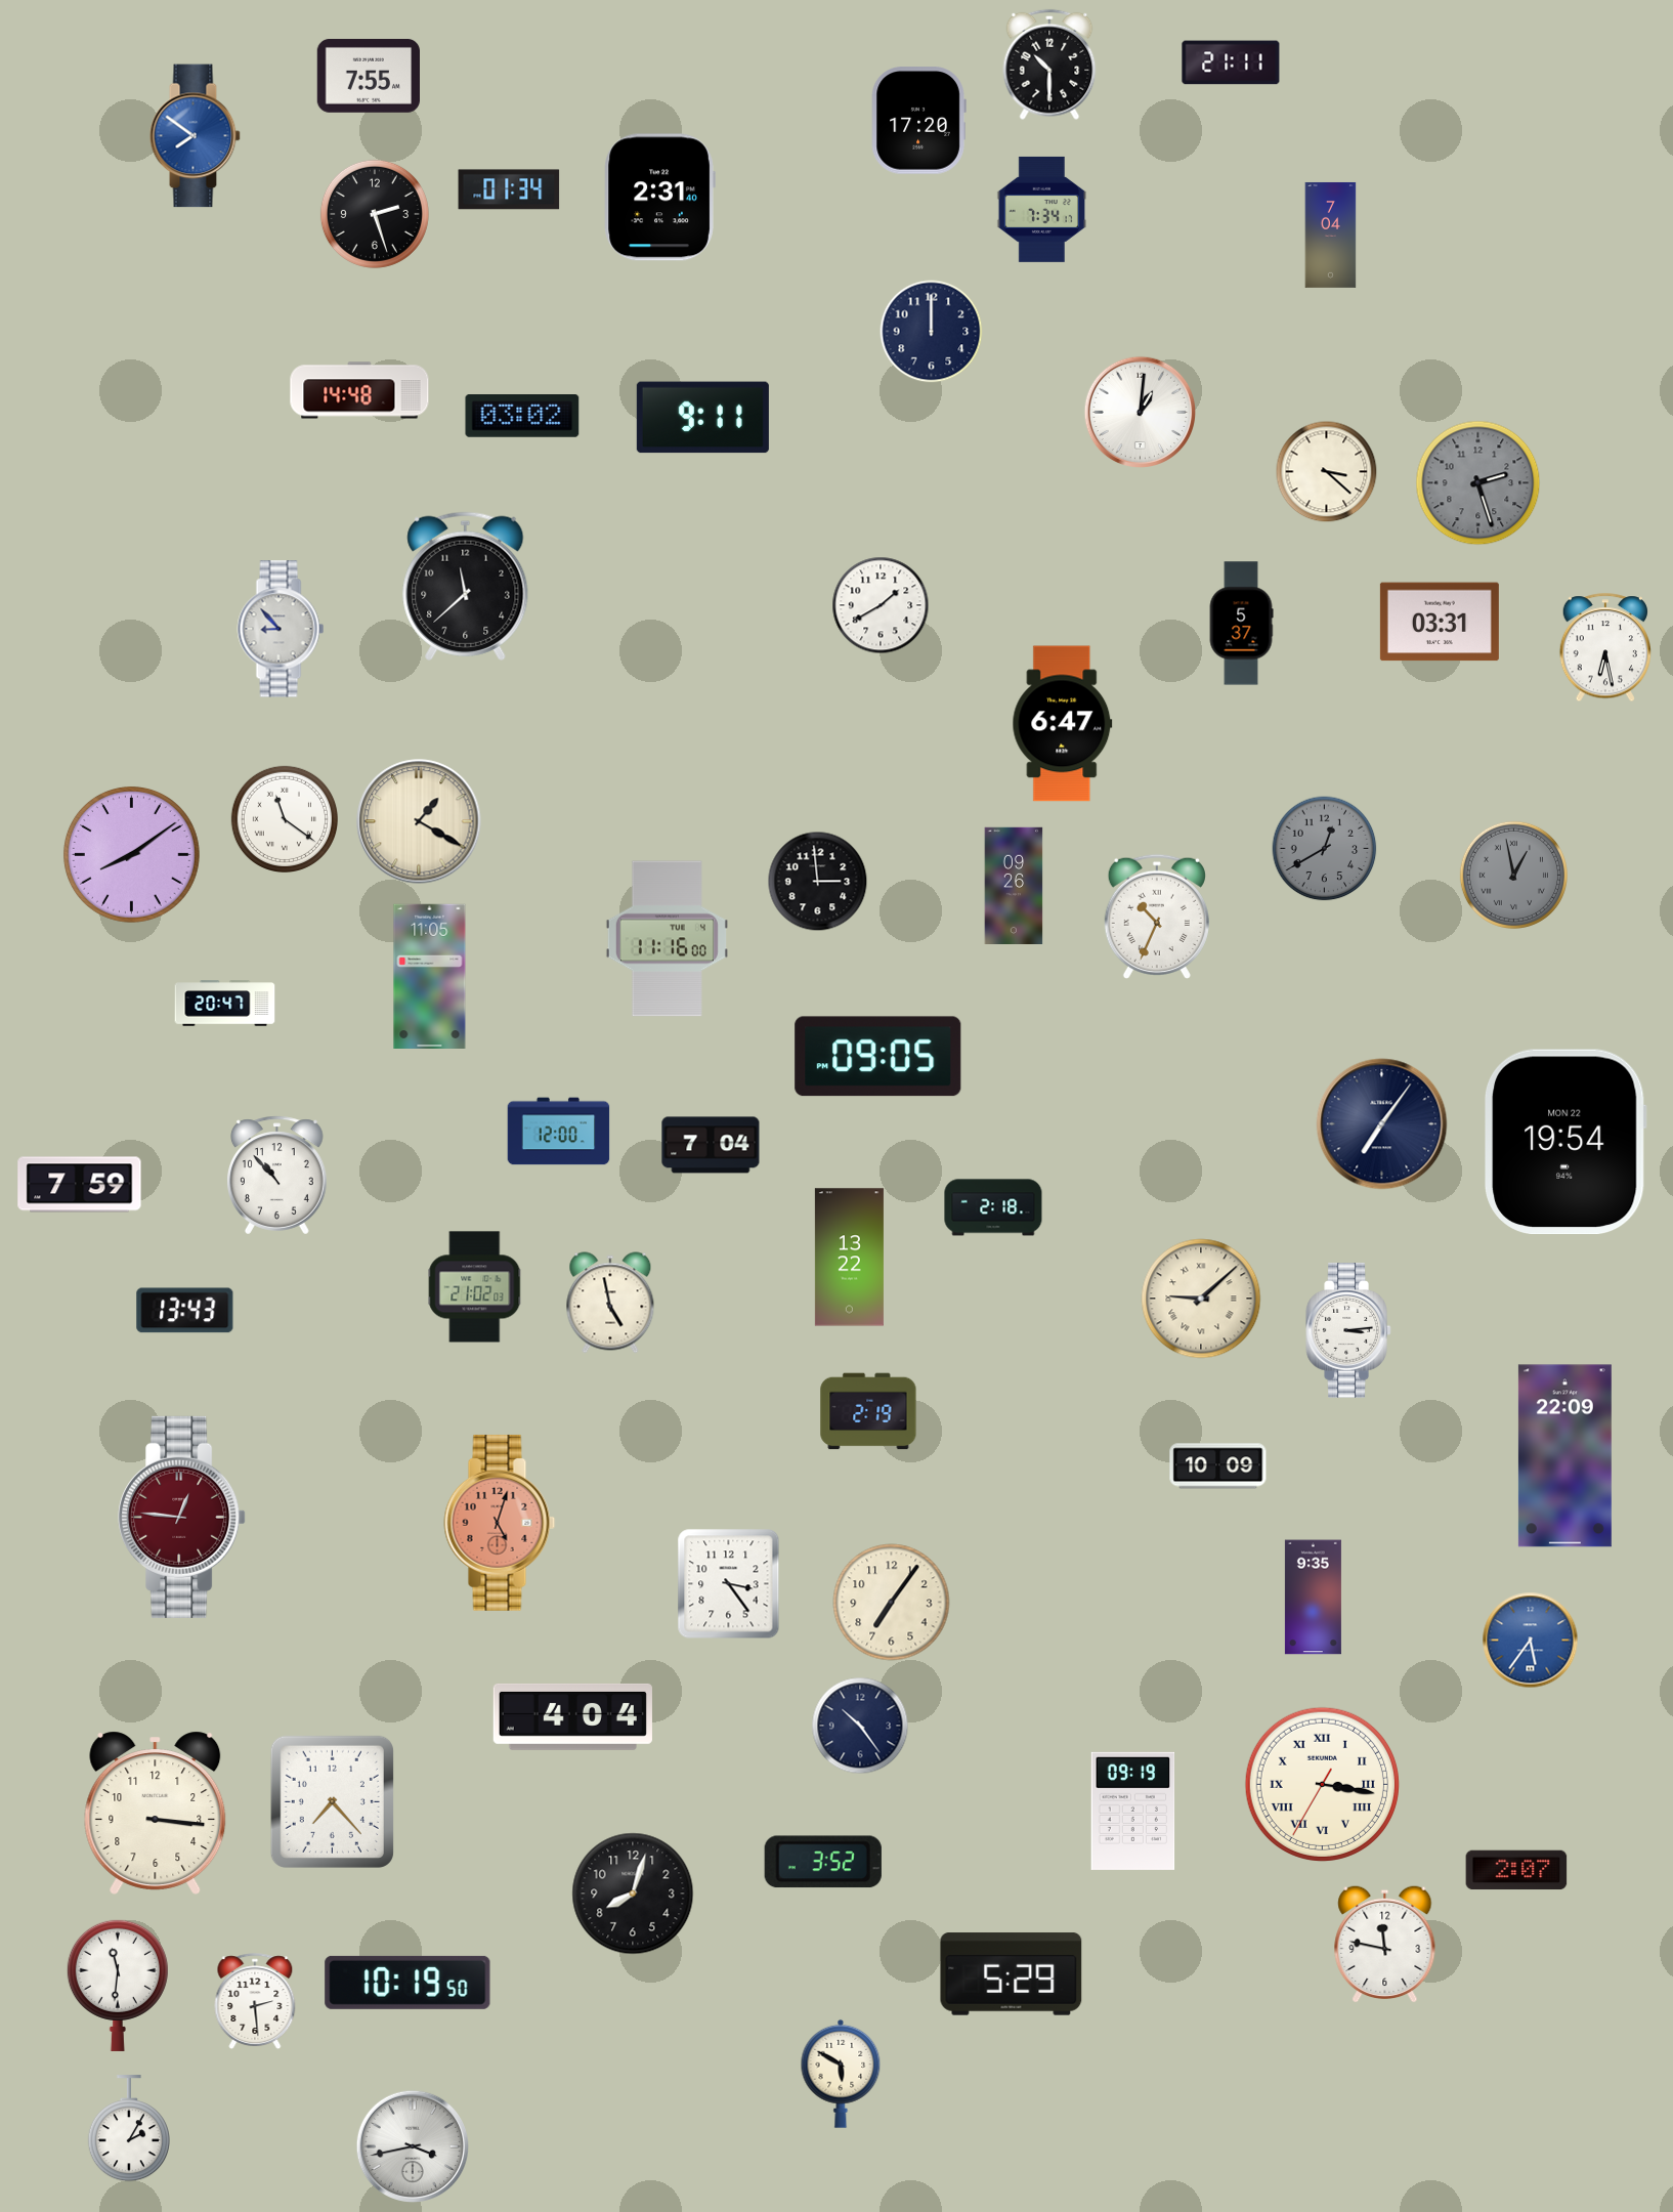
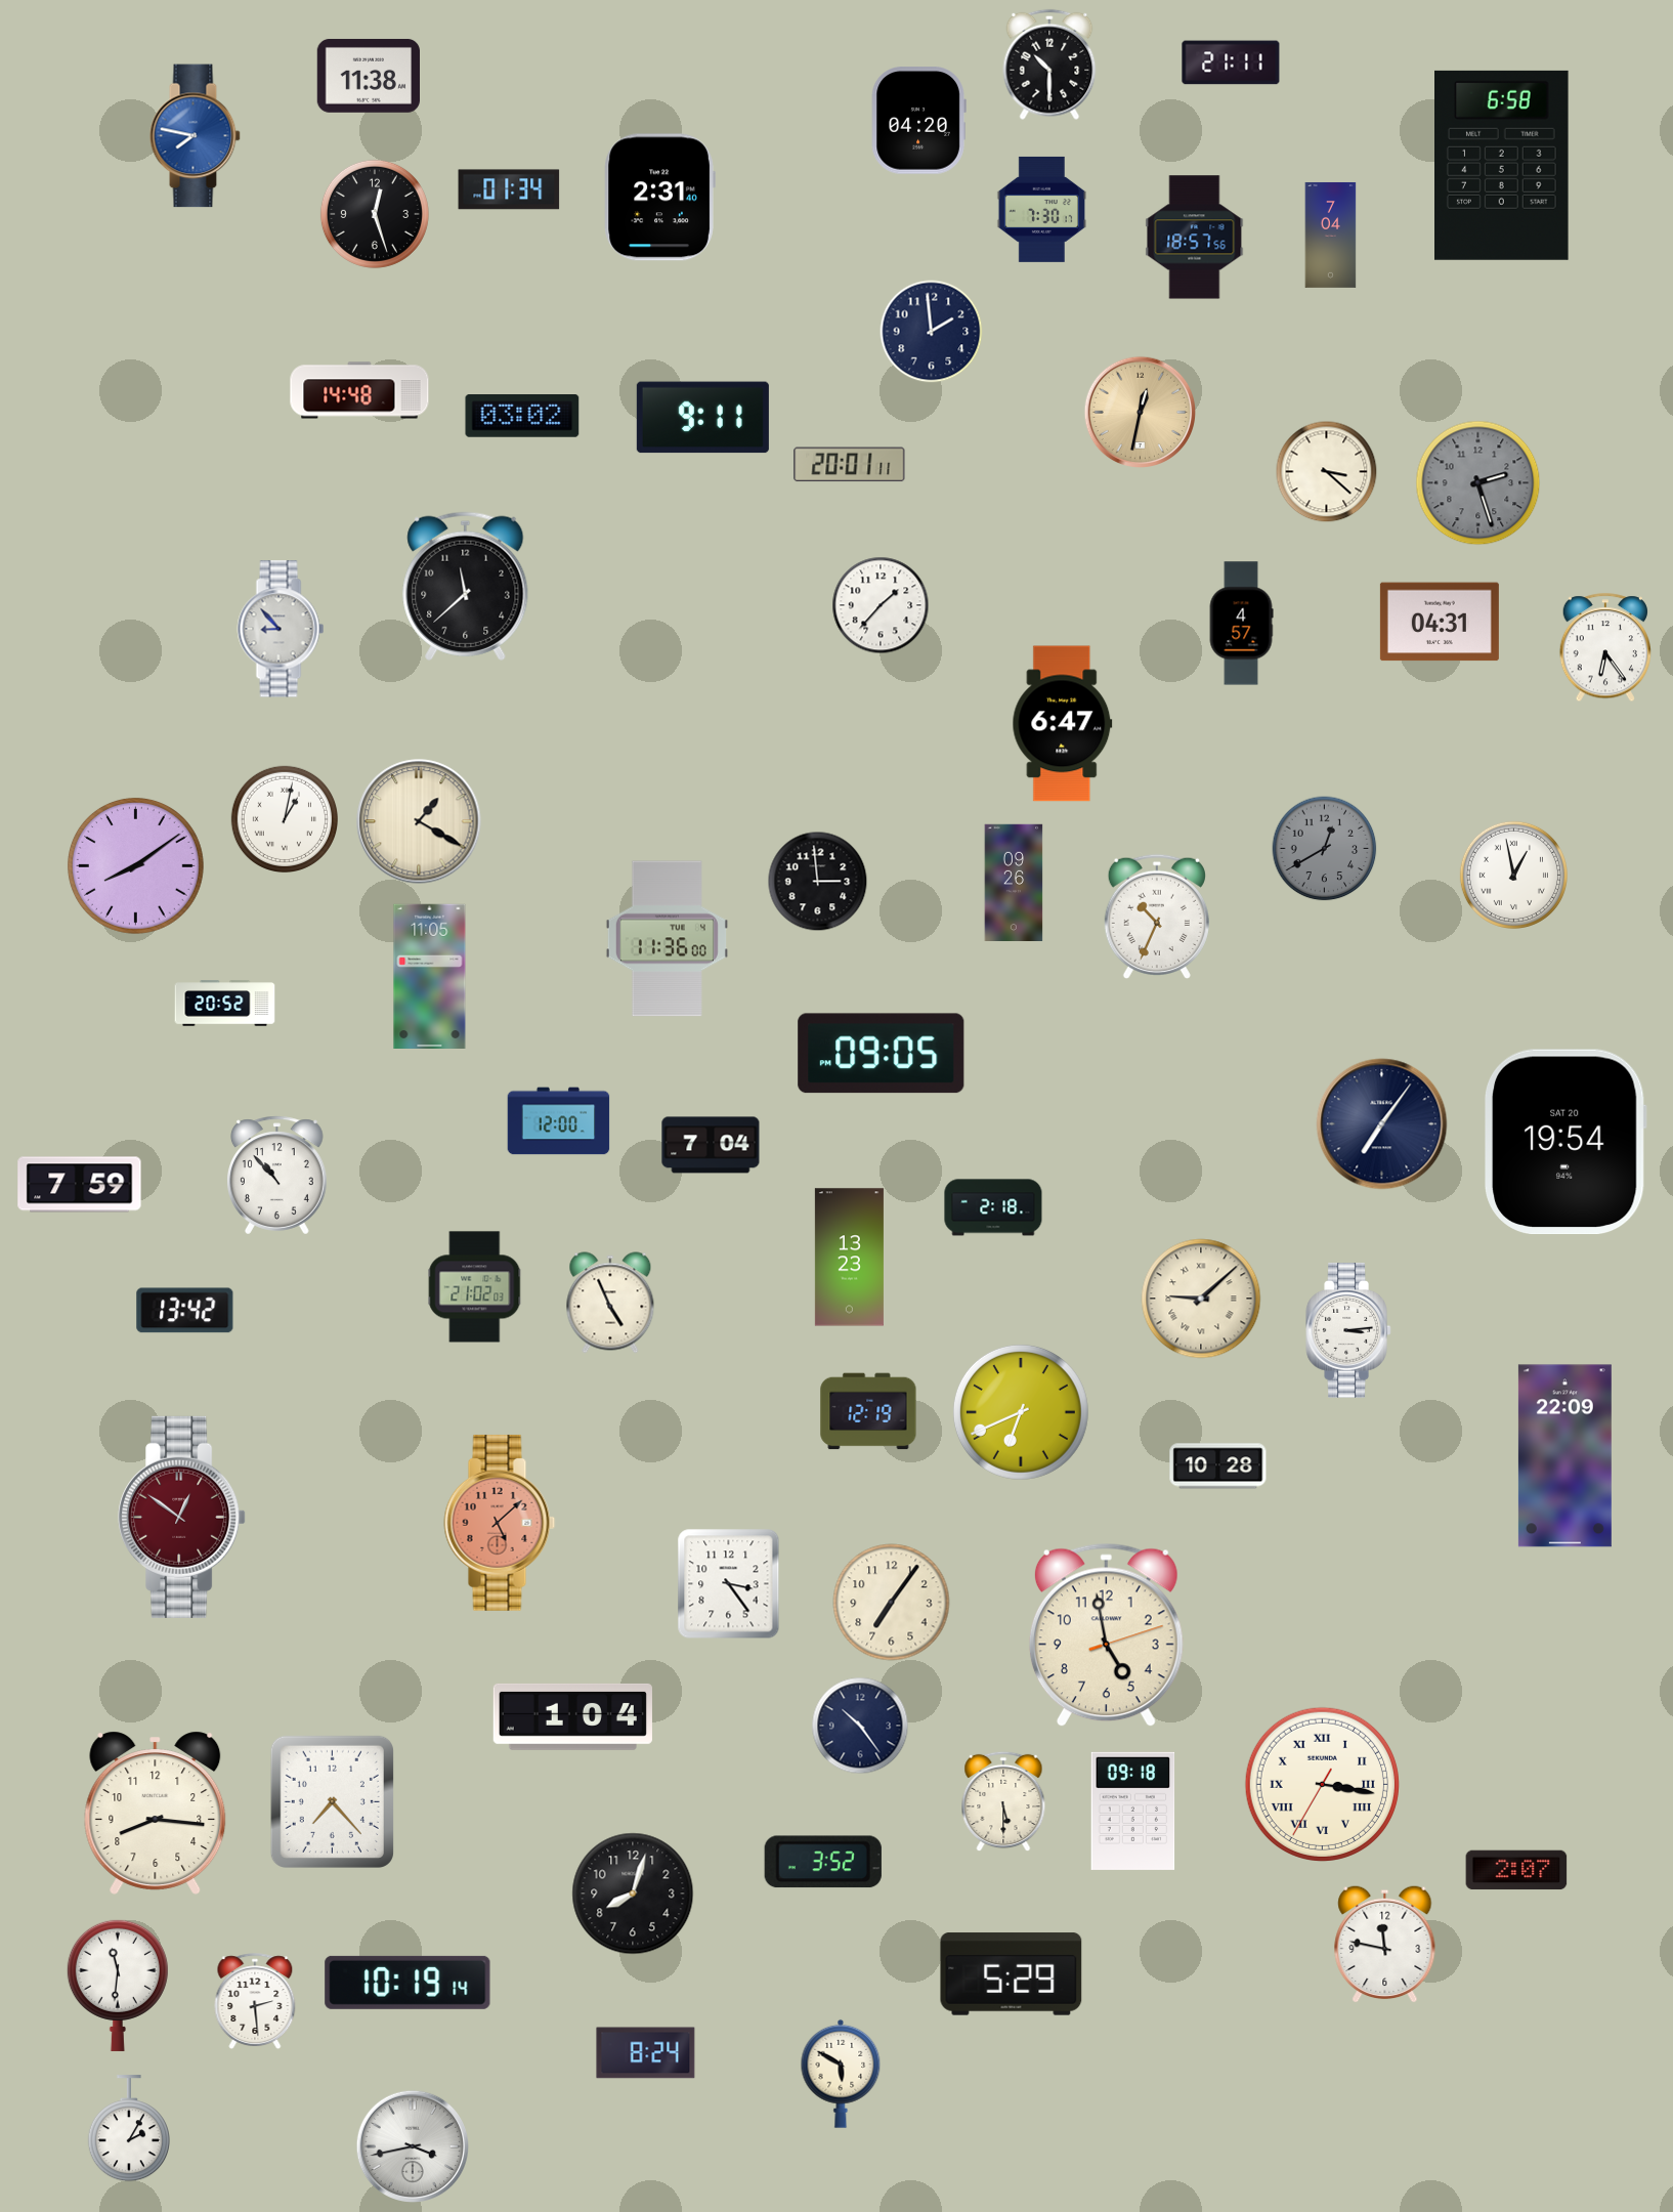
clock at (369, 76): 7:55 -> 11:38
clock at (918, 121): 17:20 -> 04:20
clock at (195, 136): 7:51 -> 7:47
clock at (1502, 165): none -> 6:58
clock at (1041, 209): 7:34 -> 7:30
clock at (375, 214): 2:27 -> 12:27
clock at (1195, 238): none -> 18:57
clock at (932, 332): 12:00 -> 1:59
clock at (1141, 413): 1:01 -> 12:32
clock at (1141, 413) dial: white -> champagne
clock at (850, 465): none -> 20:01
clock at (881, 605): 1:40 -> 1:37
clock at (1440, 622): 03:31 -> 04:31
clock at (1241, 624): 5:37 -> 4:57
clock at (1604, 648): 6:28 -> 6:24
clock at (284, 818): 11:21 -> 1:02
clock at (131, 854) position: (131, 854) -> (135, 865)
clock at (1513, 875) dial: grey -> white
clock at (1014, 886) position: (1014, 886) -> (1014, 883)
clock at (667, 939): 11:16 -> 11:36
clock at (225, 1004): 20:47 -> 20:52
clock at (878, 1057) position: (878, 1057) -> (882, 1054)
clock at (559, 1132) position: (559, 1132) -> (559, 1121)
clock at (1567, 1142) date: MON 22 -> SAT 20
clock at (849, 1258): 13:22 -> 13:23
clock at (610, 1303): 4:58 -> 4:56
clock at (185, 1311): 13:43 -> 13:42
clock at (868, 1411): 2:19 -> 12:19
clock at (1021, 1412): none -> 6:41
clock at (1218, 1466): 10:09 -> 10:28
clock at (182, 1517): 12:46 -> 12:51
clock at (500, 1523): 5:03 -> 5:08
clock at (1313, 1598): 9:35 -> none
clock at (1106, 1635): none -> 4:58
clock at (1531, 1641): 5:36 -> none
clock at (572, 1716): 4:04 -> 1:04
clock at (1003, 1801): none -> 5:30
clock at (1133, 1811): 09:19 -> 09:18
clock at (156, 1813): 3:16 -> 8:16
clock at (407, 1983): 10:19:50 -> 10:19:14
clock at (646, 2053): none -> 8:24
